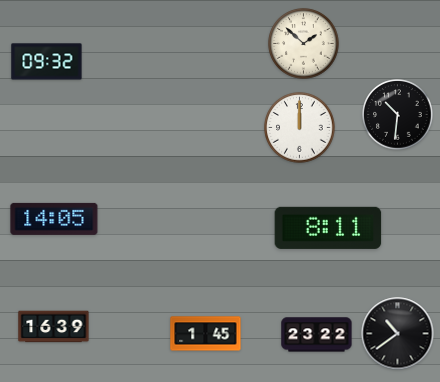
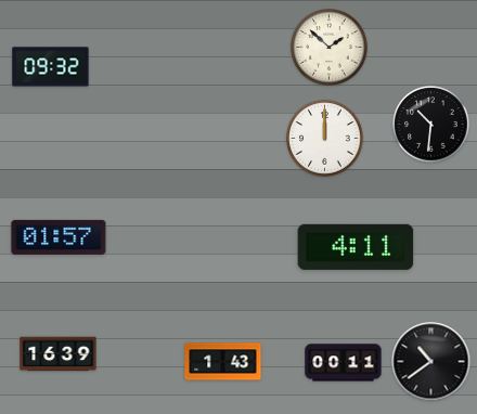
clock at (54, 219): 14:05 -> 01:57
clock at (328, 228): 8:11 -> 4:11
clock at (206, 334): 1:45 -> 1:43
clock at (317, 335): 23:22 -> 00:11
